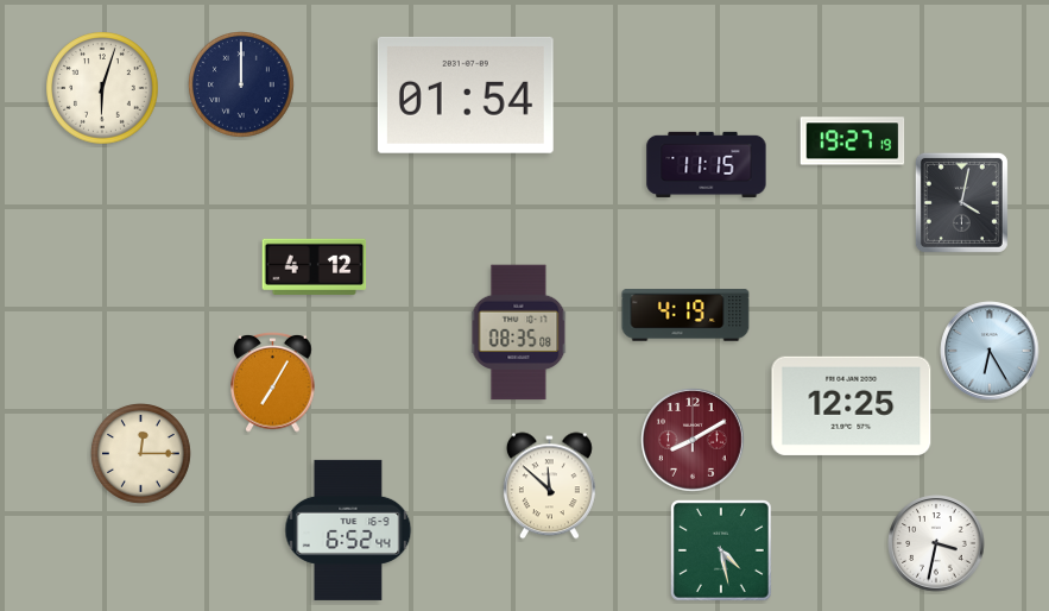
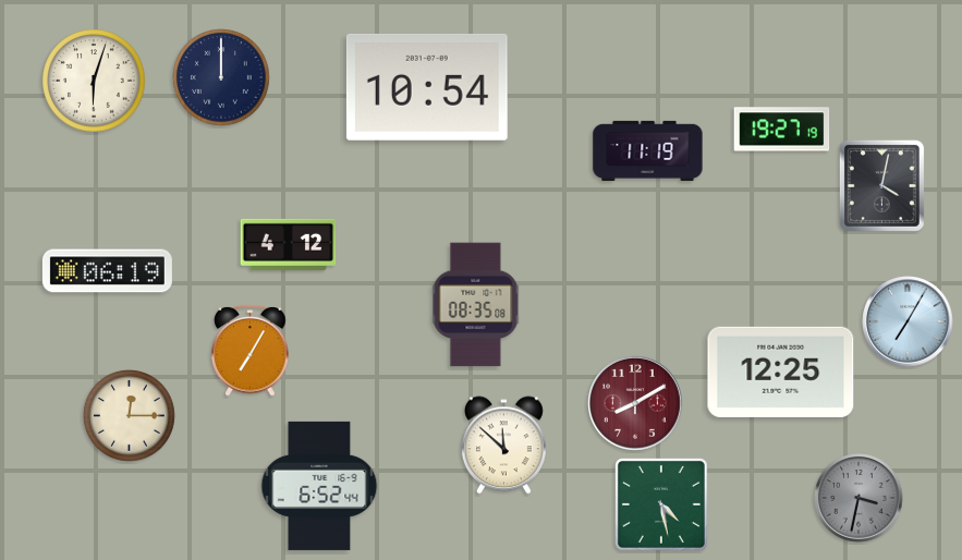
clock at (466, 95): 01:54 -> 10:54
clock at (707, 164): 11:15 -> 11:19
clock at (107, 271): none -> 06:19
clock at (685, 315): 4:19 -> none
clock at (990, 351): 6:25 -> 7:05
clock at (936, 543) dial: white -> grey
